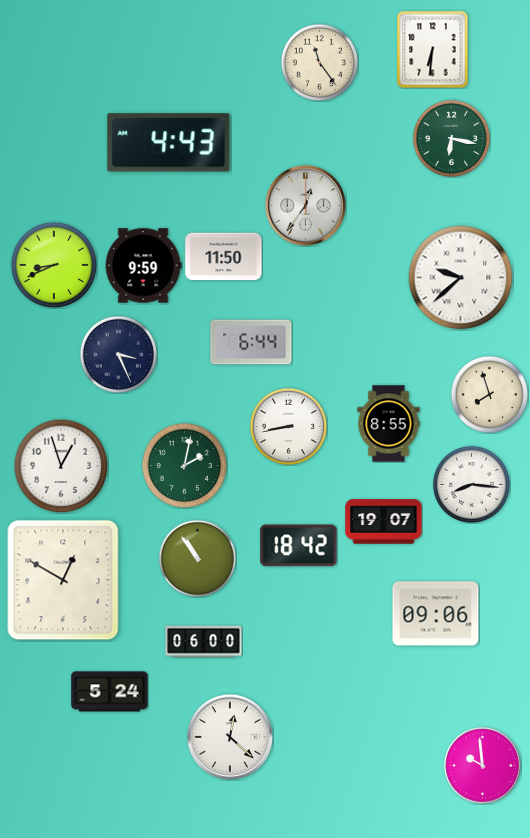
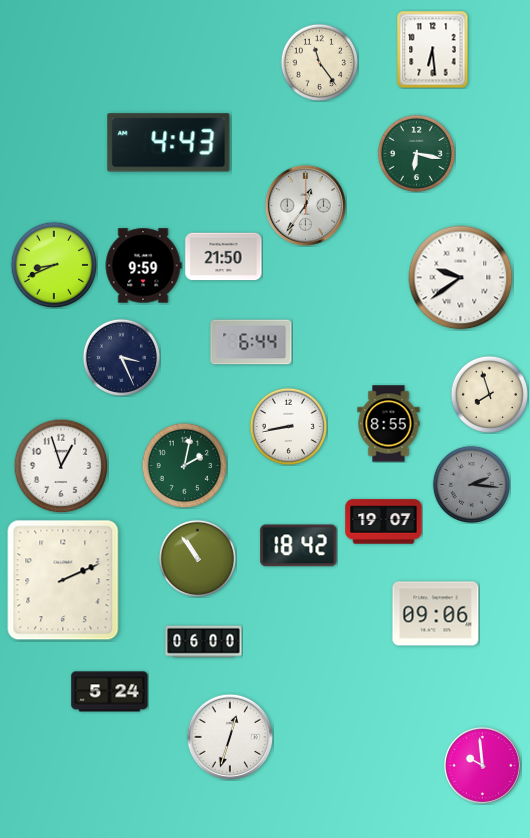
clock at (433, 49): 6:31 -> 6:29
clock at (451, 138) position: (451, 138) -> (416, 153)
clock at (224, 257): 11:50 -> 21:50
clock at (461, 278): 9:38 -> 9:39
clock at (118, 354) position: (118, 354) -> (121, 357)
clock at (471, 484): 8:16 -> 2:16
clock at (471, 484) dial: white -> grey
clock at (63, 580): 12:50 -> 2:11
clock at (229, 736): 12:22 -> 12:33
